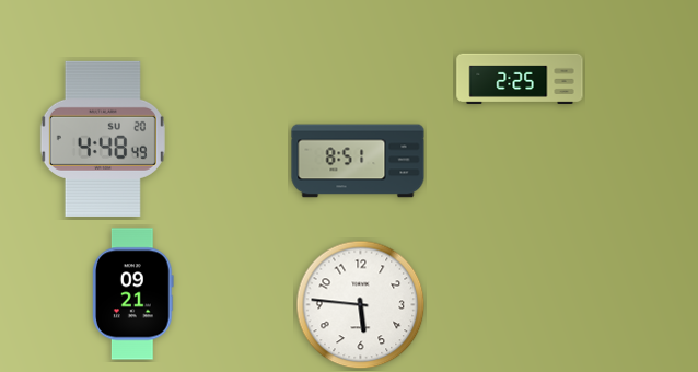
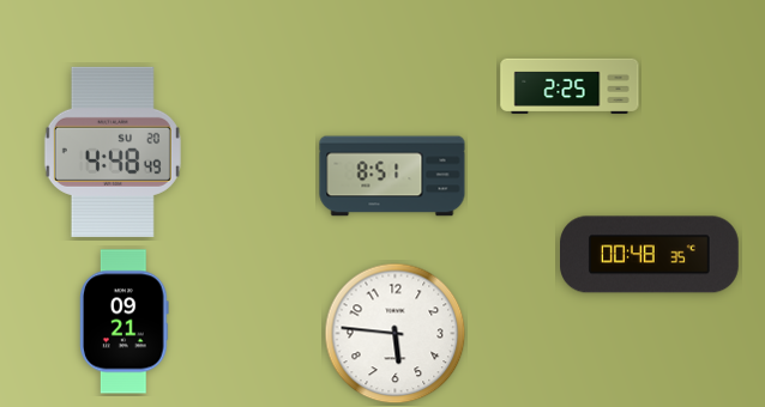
clock at (650, 255): none -> 00:48
clock at (133, 294) position: (133, 294) -> (125, 322)
